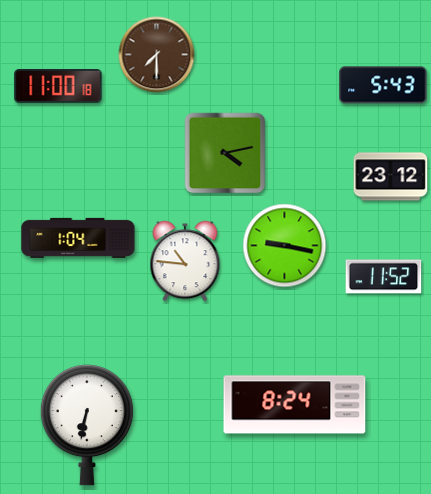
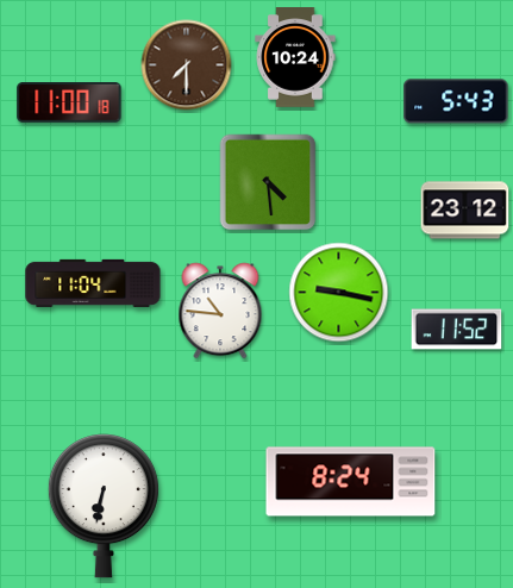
clock at (295, 57): none -> 10:24
clock at (225, 153): 4:13 -> 4:29
clock at (78, 238): 1:04 -> 11:04
